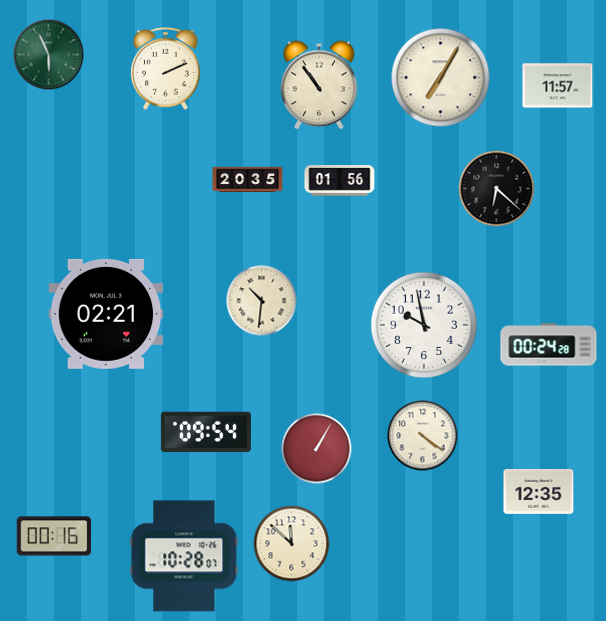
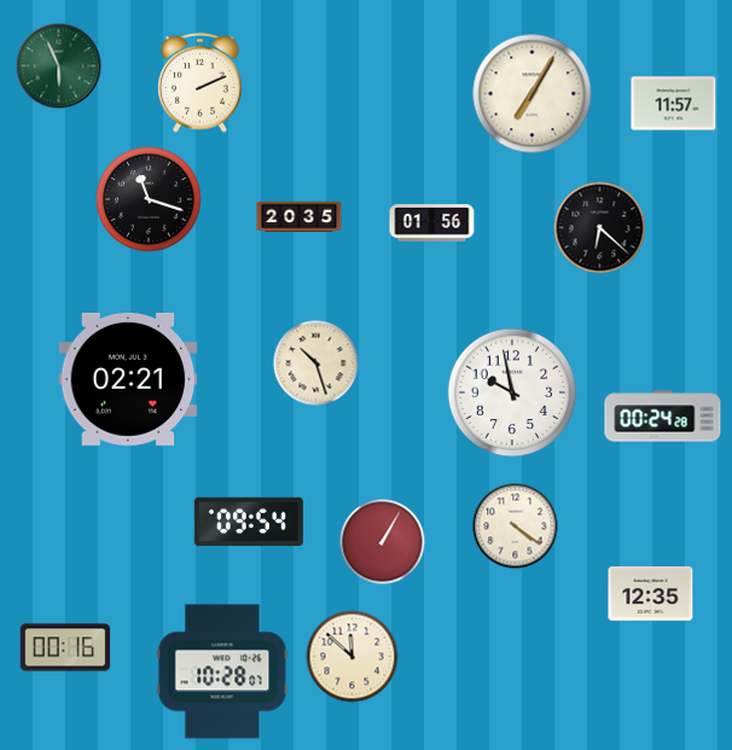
clock at (319, 85): 10:54 -> none
clock at (149, 199): none -> 11:18
clock at (340, 181) position: (340, 181) -> (432, 223)
clock at (262, 301): 10:31 -> 10:27
clock at (423, 436) position: (423, 436) -> (516, 527)
